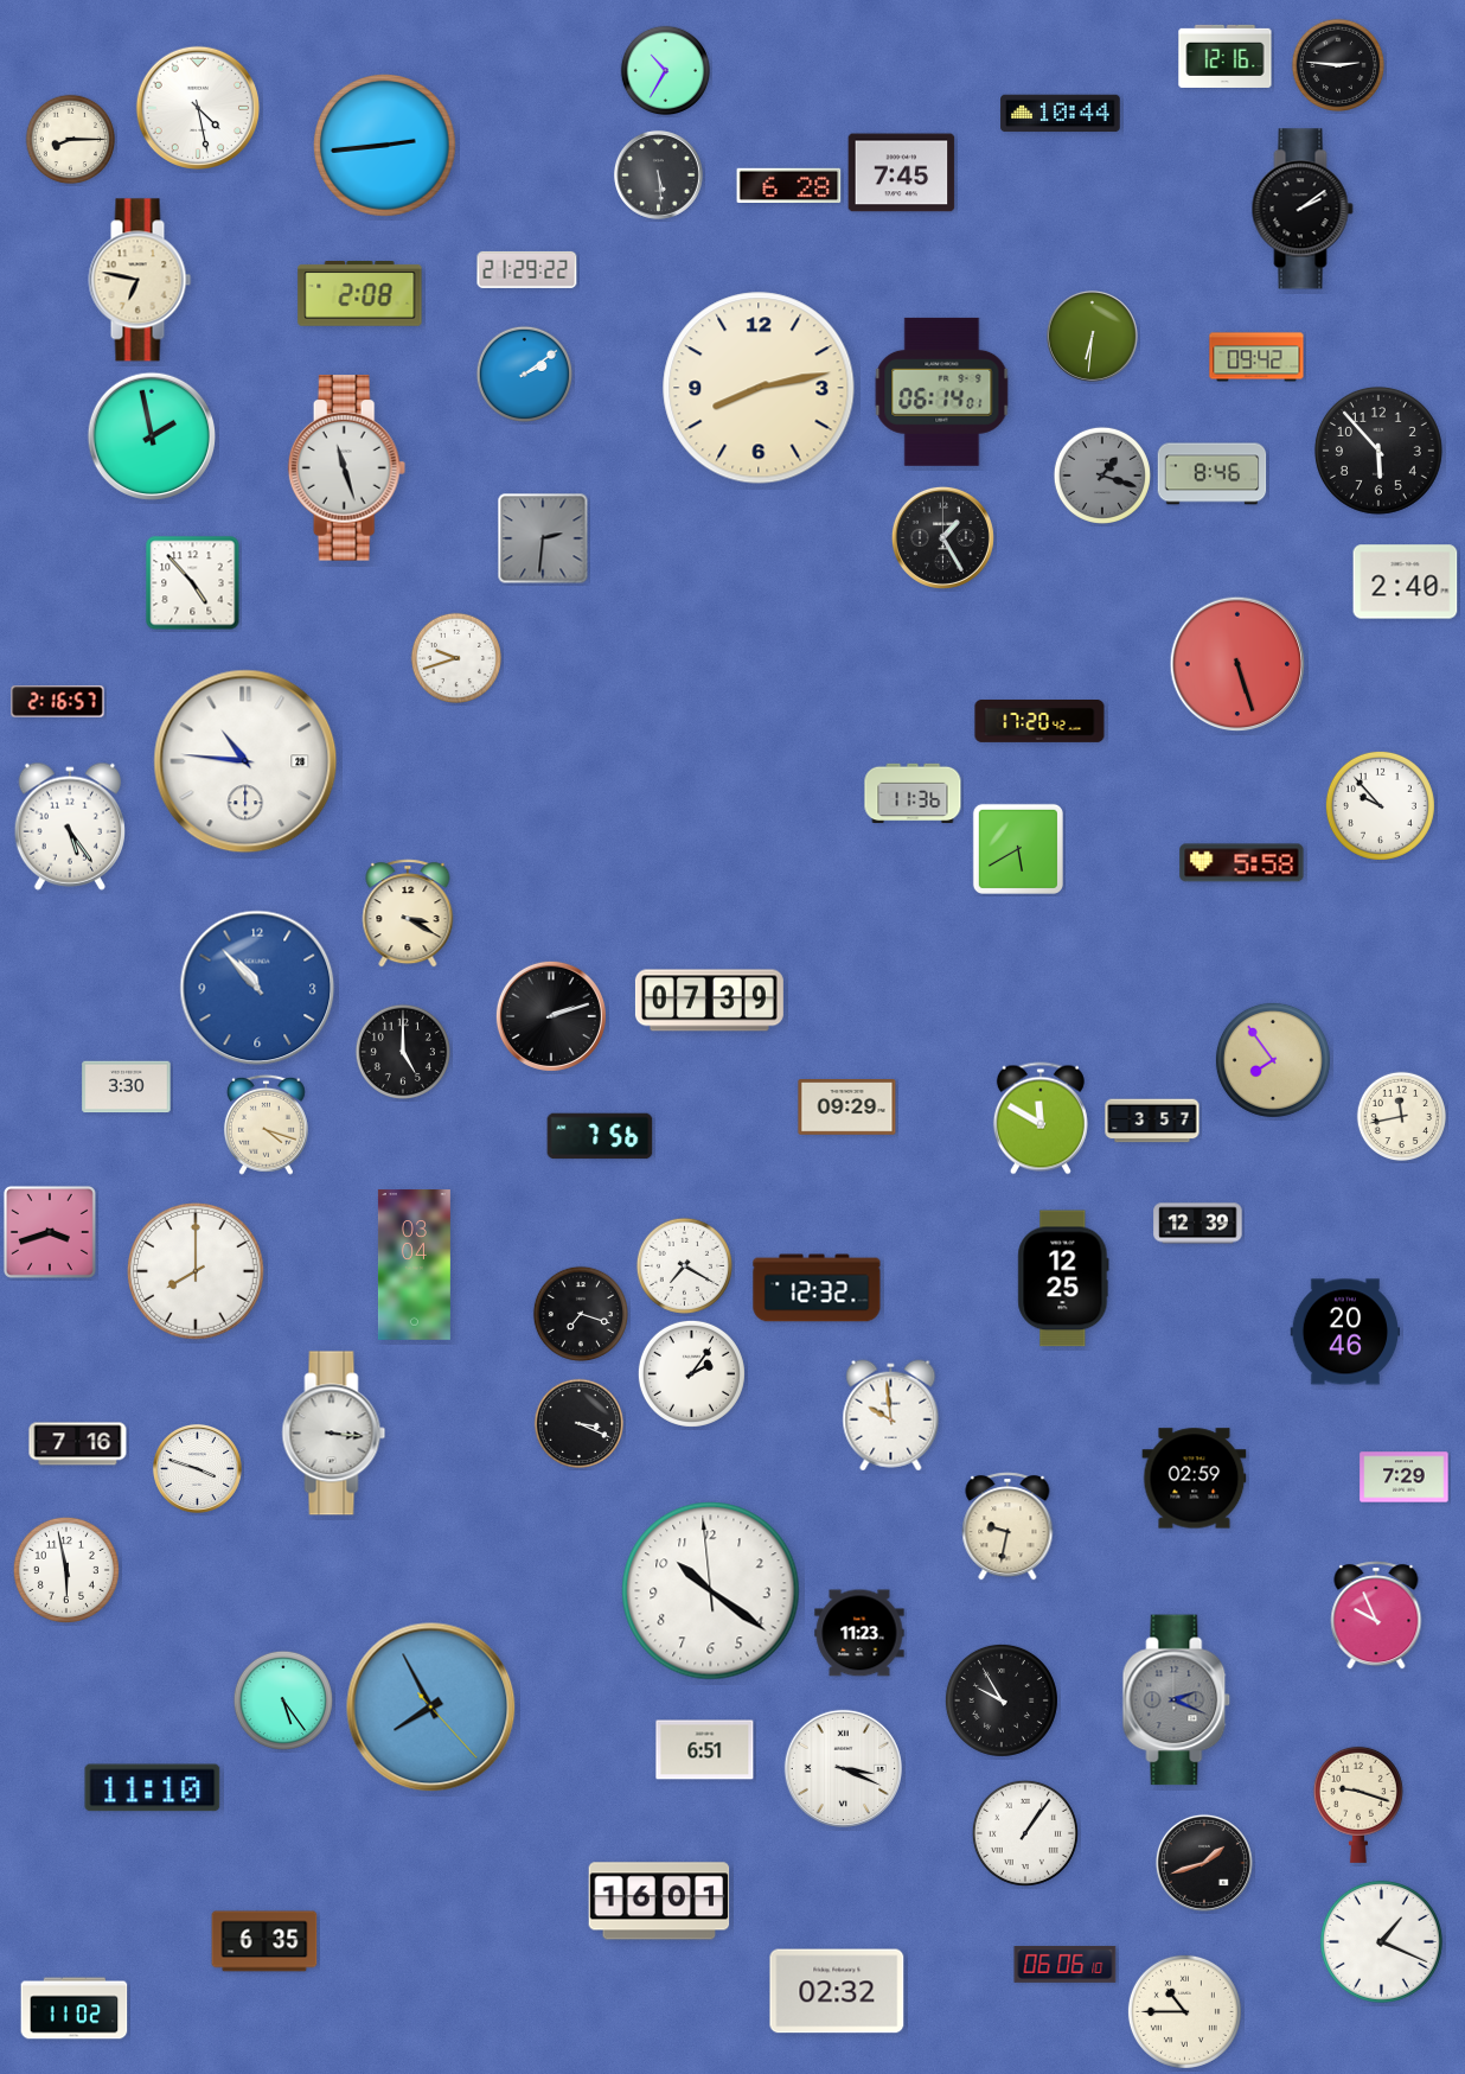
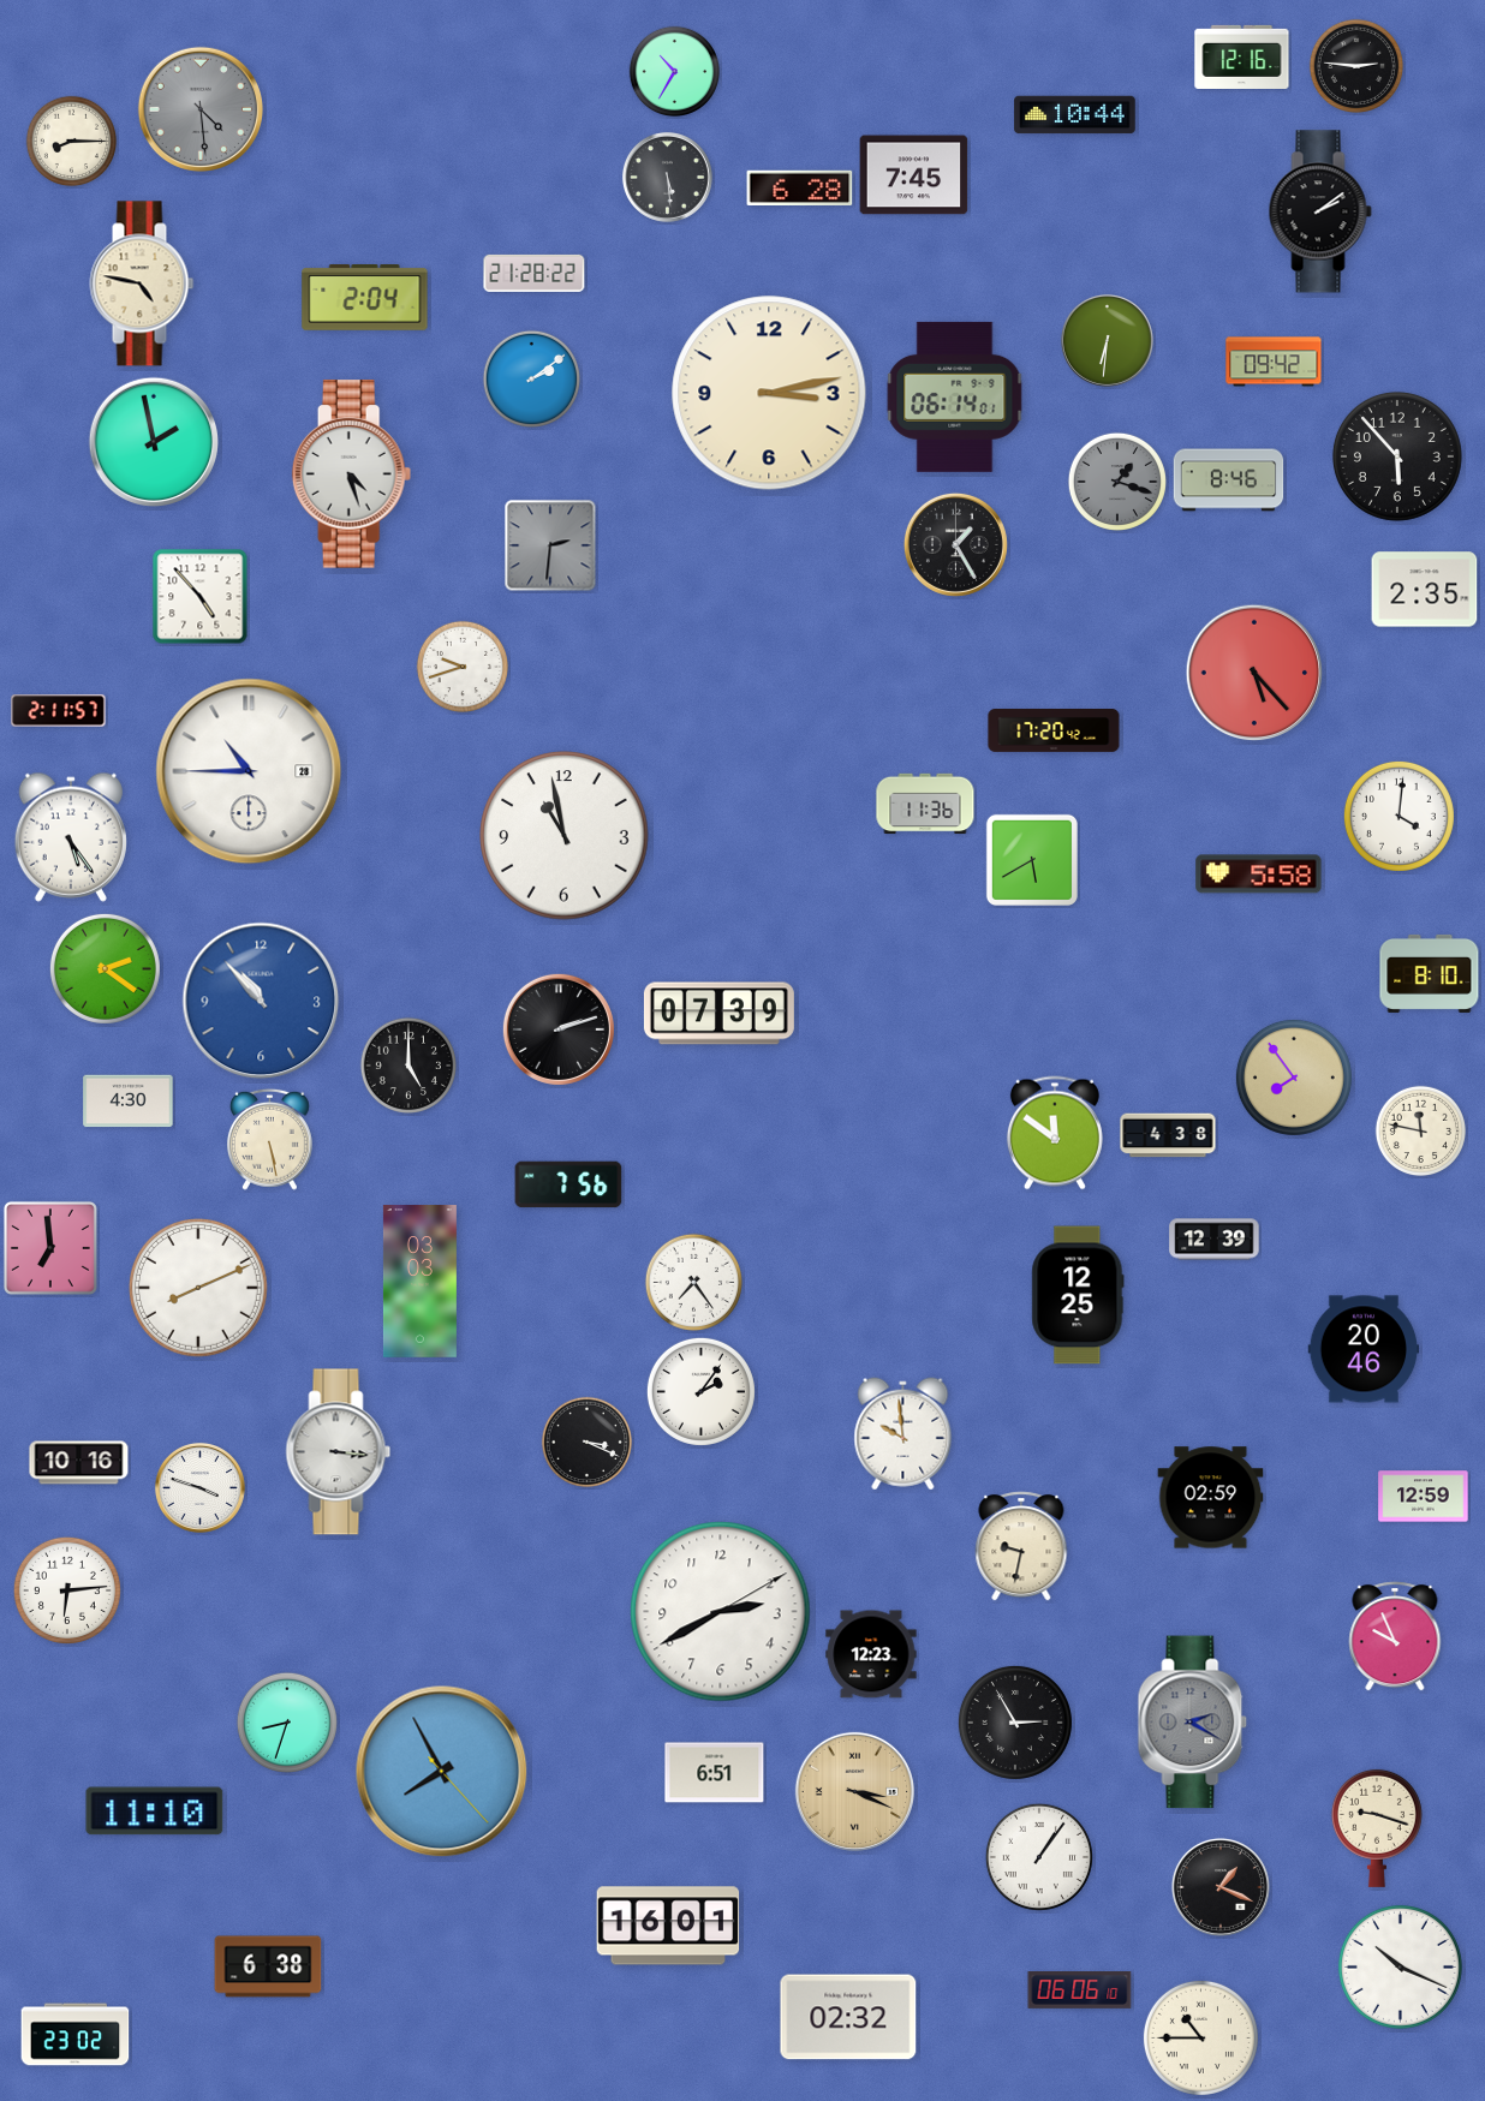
clock at (197, 107): 4:28 -> 4:29
clock at (197, 107) dial: white -> grey
clock at (385, 146): 2:44 -> none
clock at (527, 269): 21:29 -> 21:28
clock at (140, 280): 6:47 -> 4:47
clock at (360, 294): 2:08 -> 2:04
clock at (759, 388): 8:13 -> 3:13
clock at (347, 468): 11:27 -> 4:27
clock at (1406, 582): 2:40 -> 2:35
clock at (193, 583) position: (193, 583) -> (201, 597)
clock at (1237, 664): 5:27 -> 5:23
clock at (58, 702): 2:16 -> 2:11
clock at (245, 761): 10:46 -> 10:45
clock at (1380, 805): 9:53 -> 4:01
clock at (565, 836): none -> 10:58
clock at (408, 913): 3:20 -> none
clock at (105, 968): none -> 2:21
clock at (1430, 973): none -> 8:10
clock at (1273, 1060) position: (1273, 1060) -> (1294, 1078)
clock at (127, 1087): 3:30 -> 4:30
clock at (847, 1108): 09:29 -> none
clock at (1402, 1117): 11:43 -> 11:47
clock at (1041, 1118): 11:50 -> 11:51
clock at (1152, 1121): 3:57 -> 4:38
clock at (266, 1124): 4:18 -> 5:28
clock at (600, 1136) position: (600, 1136) -> (568, 1184)
clock at (50, 1232): 3:42 -> 6:59
clock at (414, 1265): 03:04 -> 03:03
clock at (684, 1265): 7:20 -> 7:24
clock at (197, 1272): 8:00 -> 8:11
clock at (817, 1288): 12:32 -> none
clock at (580, 1313): 7:18 -> none
clock at (78, 1444): 7:16 -> 10:16
clock at (1405, 1478): 7:29 -> 12:59
clock at (66, 1570): 5:58 -> 6:14
clock at (711, 1591): 10:20 -> 2:40
clock at (859, 1633): 11:23 -> 12:23
clock at (283, 1700): 5:24 -> 8:33
clock at (1002, 1700): 9:55 -> 2:55
clock at (1177, 1700): 2:19 -> 2:20
clock at (431, 1708) position: (431, 1708) -> (442, 1772)
clock at (843, 1768) dial: white -> champagne
clock at (1204, 1863): 1:42 -> 1:19
clock at (264, 1941): 6:35 -> 6:38
clock at (1381, 1941): 1:19 -> 10:19
clock at (75, 2009): 11:02 -> 23:02
